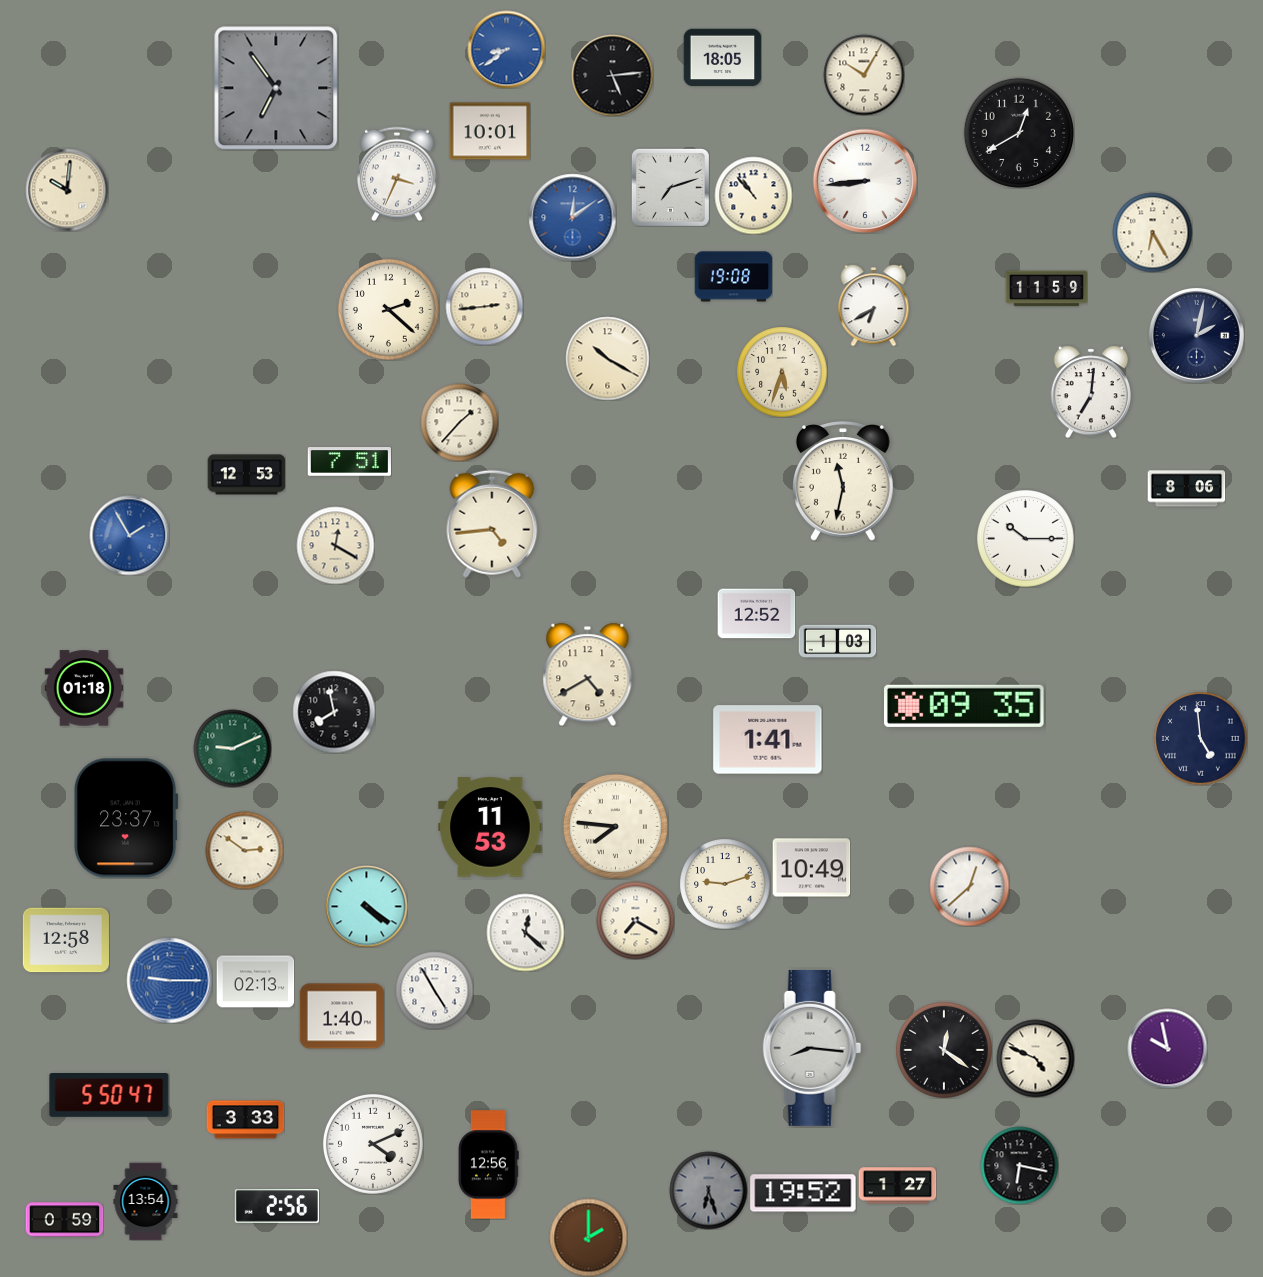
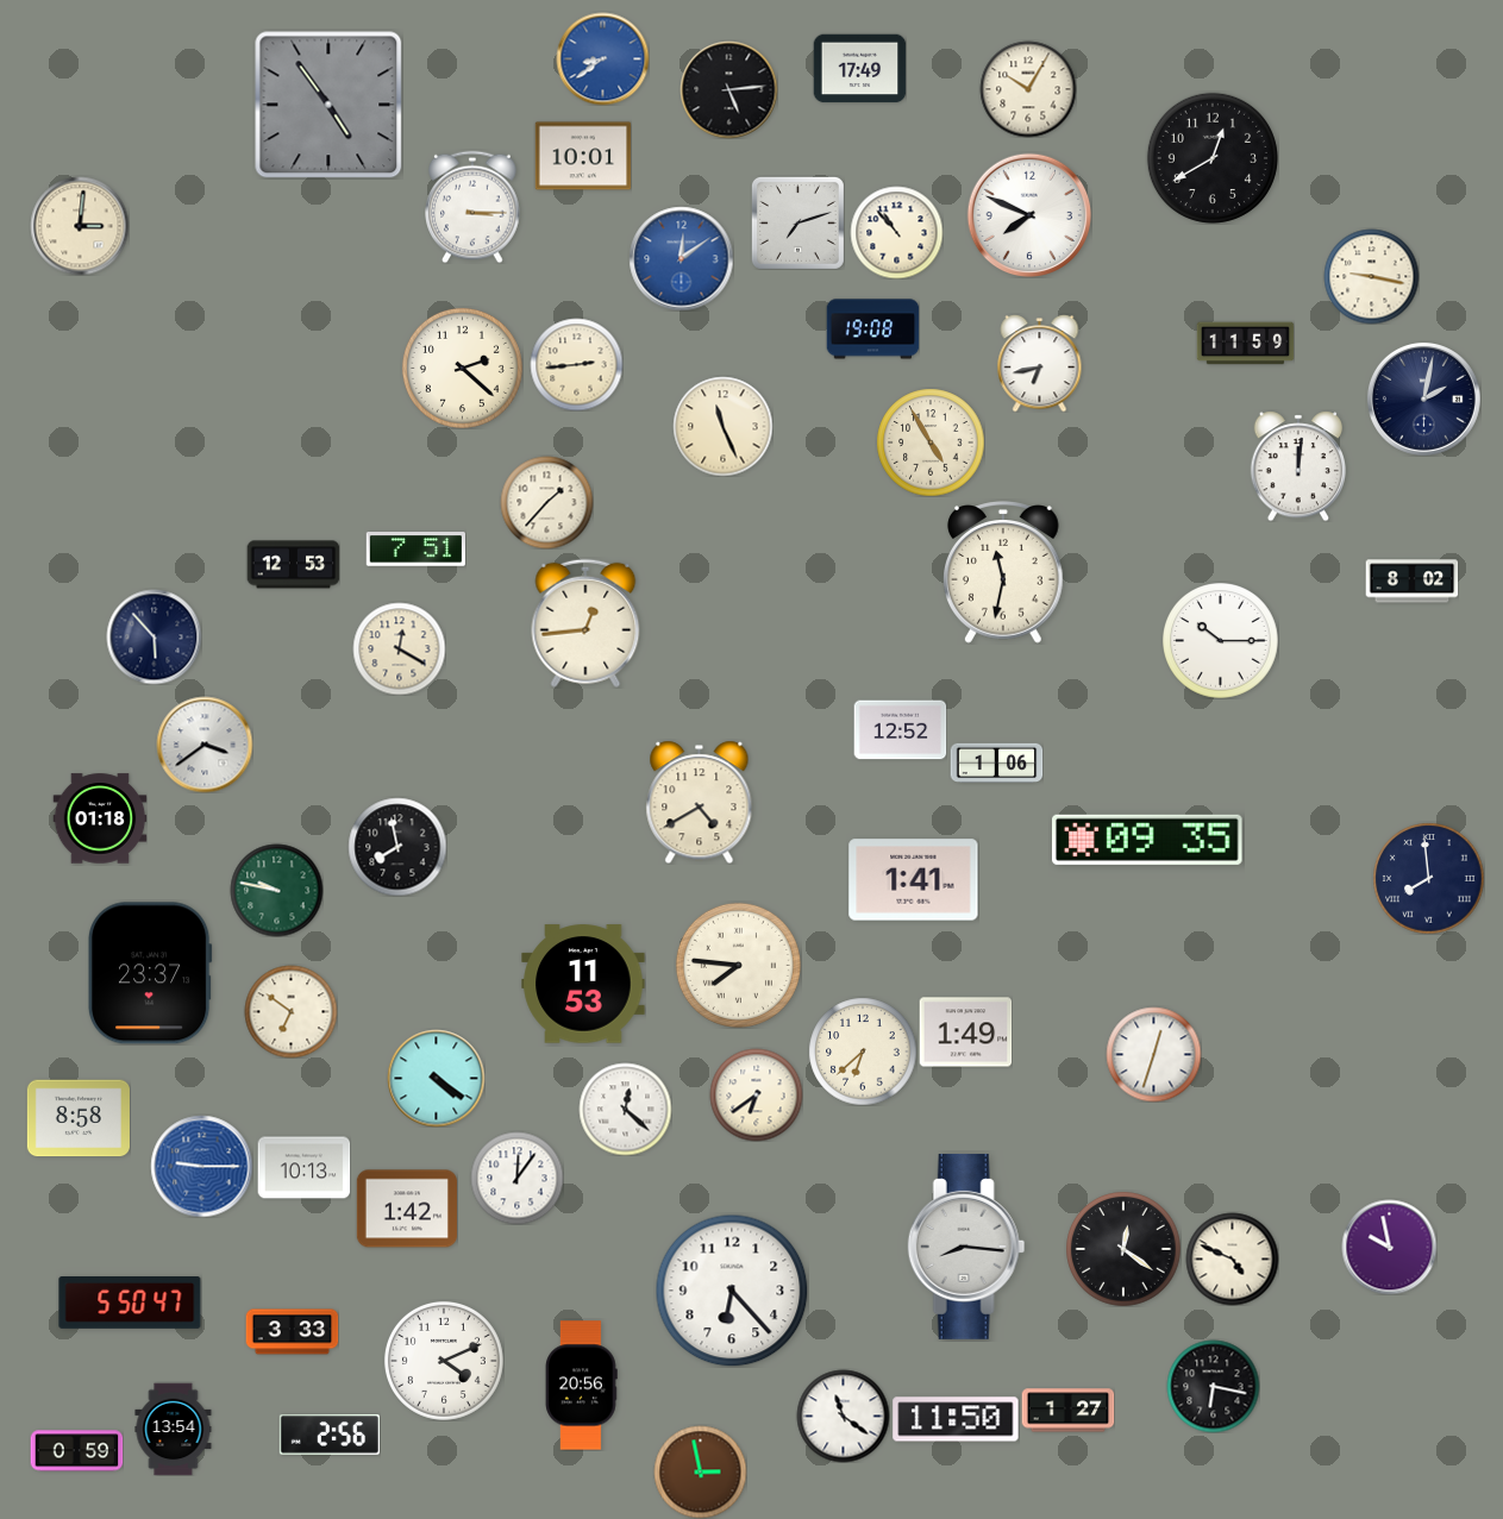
clock at (722, 58): 18:05 -> 17:49
clock at (276, 88): 6:54 -> 4:54
clock at (397, 174): 3:34 -> 3:15
clock at (865, 181): 8:44 -> 7:49
clock at (67, 190): 10:01 -> 3:01
clock at (1152, 232): 6:25 -> 9:17
clock at (874, 305): 6:40 -> 6:43
clock at (607, 358): 10:20 -> 11:26
clock at (782, 372): 5:33 -> 4:55
clock at (1090, 392): 7:01 -> 12:01
clock at (1186, 489): 8:06 -> 8:02
clock at (492, 524): 4:44 -> 12:44
clock at (129, 535): 1:55 -> 5:53
clock at (129, 535) dial: blue -> navy
clock at (205, 745): none -> 3:39
clock at (837, 642): 1:03 -> 1:06
clock at (1200, 738): 4:59 -> 7:59
clock at (232, 748): 9:11 -> 9:47
clock at (615, 826) position: (615, 826) -> (738, 965)
clock at (244, 850): 2:51 -> 6:51
clock at (811, 868): 10:49 -> 1:49
clock at (725, 884): 9:12 -> 6:38
clock at (969, 886): 12:38 -> 12:33
clock at (635, 920): 7:20 -> 6:39
clock at (66, 940): 12:58 -> 8:58
clock at (255, 982): 02:13 -> 10:13
clock at (434, 990): 4:55 -> 12:06
clock at (341, 1016): 1:40 -> 1:42
clock at (732, 1291): none -> 6:23
clock at (488, 1165): 12:56 -> 20:56
clock at (708, 1190): 6:27 -> 11:21
clock at (708, 1190) dial: grey -> white
clock at (803, 1193): 19:52 -> 11:50
clock at (588, 1237): 2:00 -> 2:58
